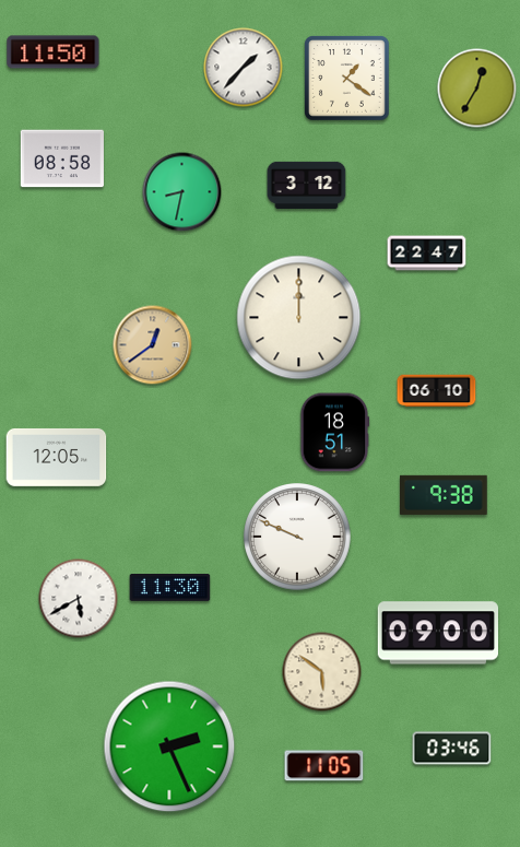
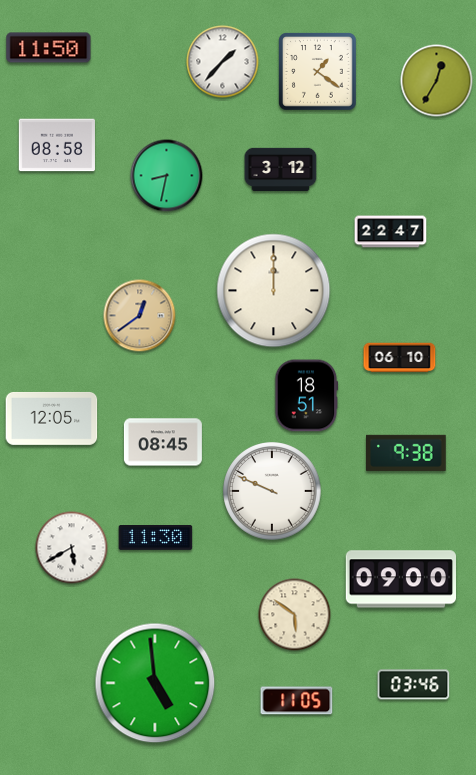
clock at (163, 442): none -> 08:45
clock at (169, 746): 2:26 -> 4:59
